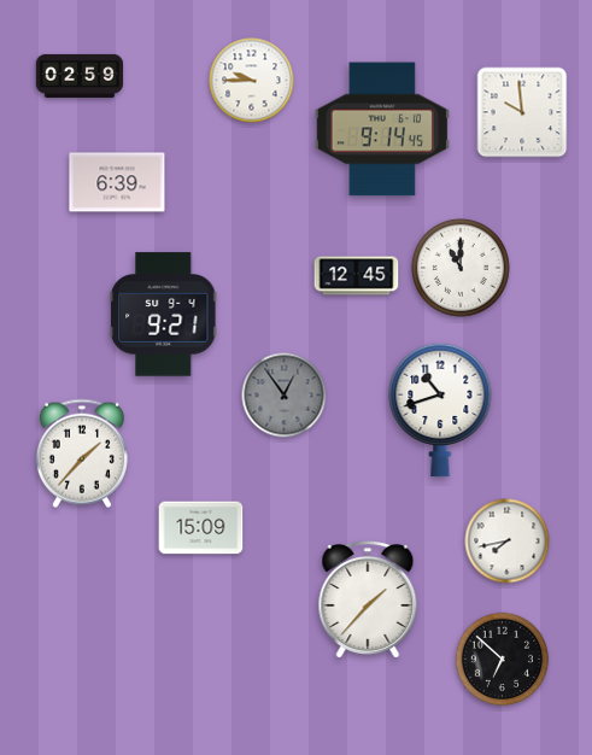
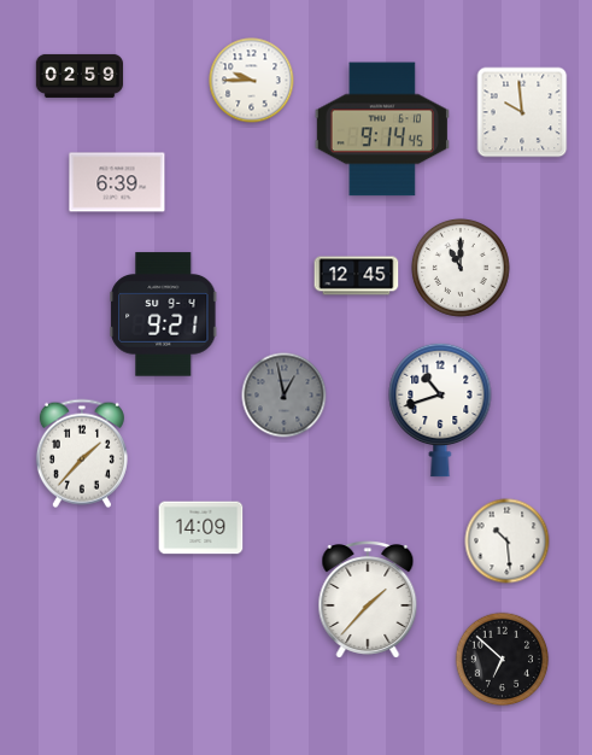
clock at (285, 396): 12:54 -> 12:58
clock at (201, 528): 15:09 -> 14:09
clock at (508, 542): 7:43 -> 10:29
